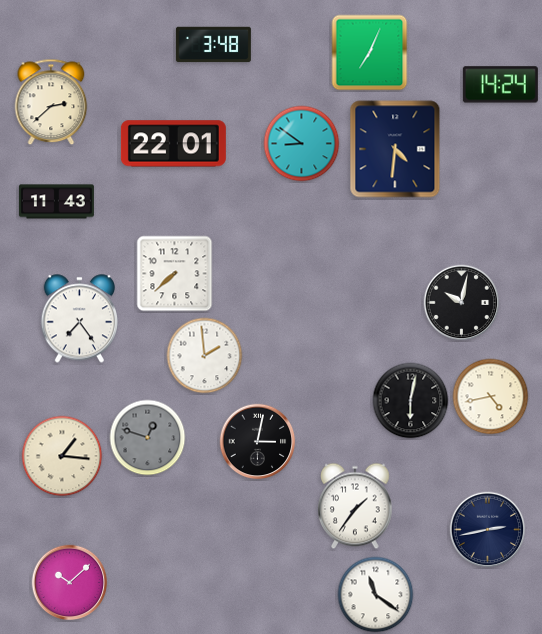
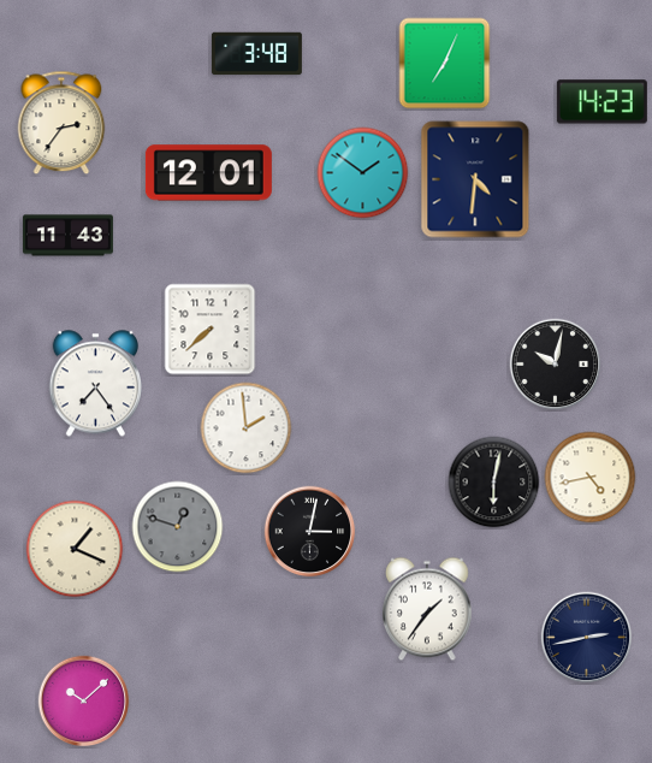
clock at (500, 85): 14:24 -> 14:23
clock at (51, 102): 2:38 -> 2:36
clock at (173, 144): 22:01 -> 12:01
clock at (302, 144): 8:51 -> 1:51
clock at (56, 202) position: (56, 202) -> (67, 236)
clock at (62, 456): 1:16 -> 1:19
clock at (376, 595): 11:21 -> none
